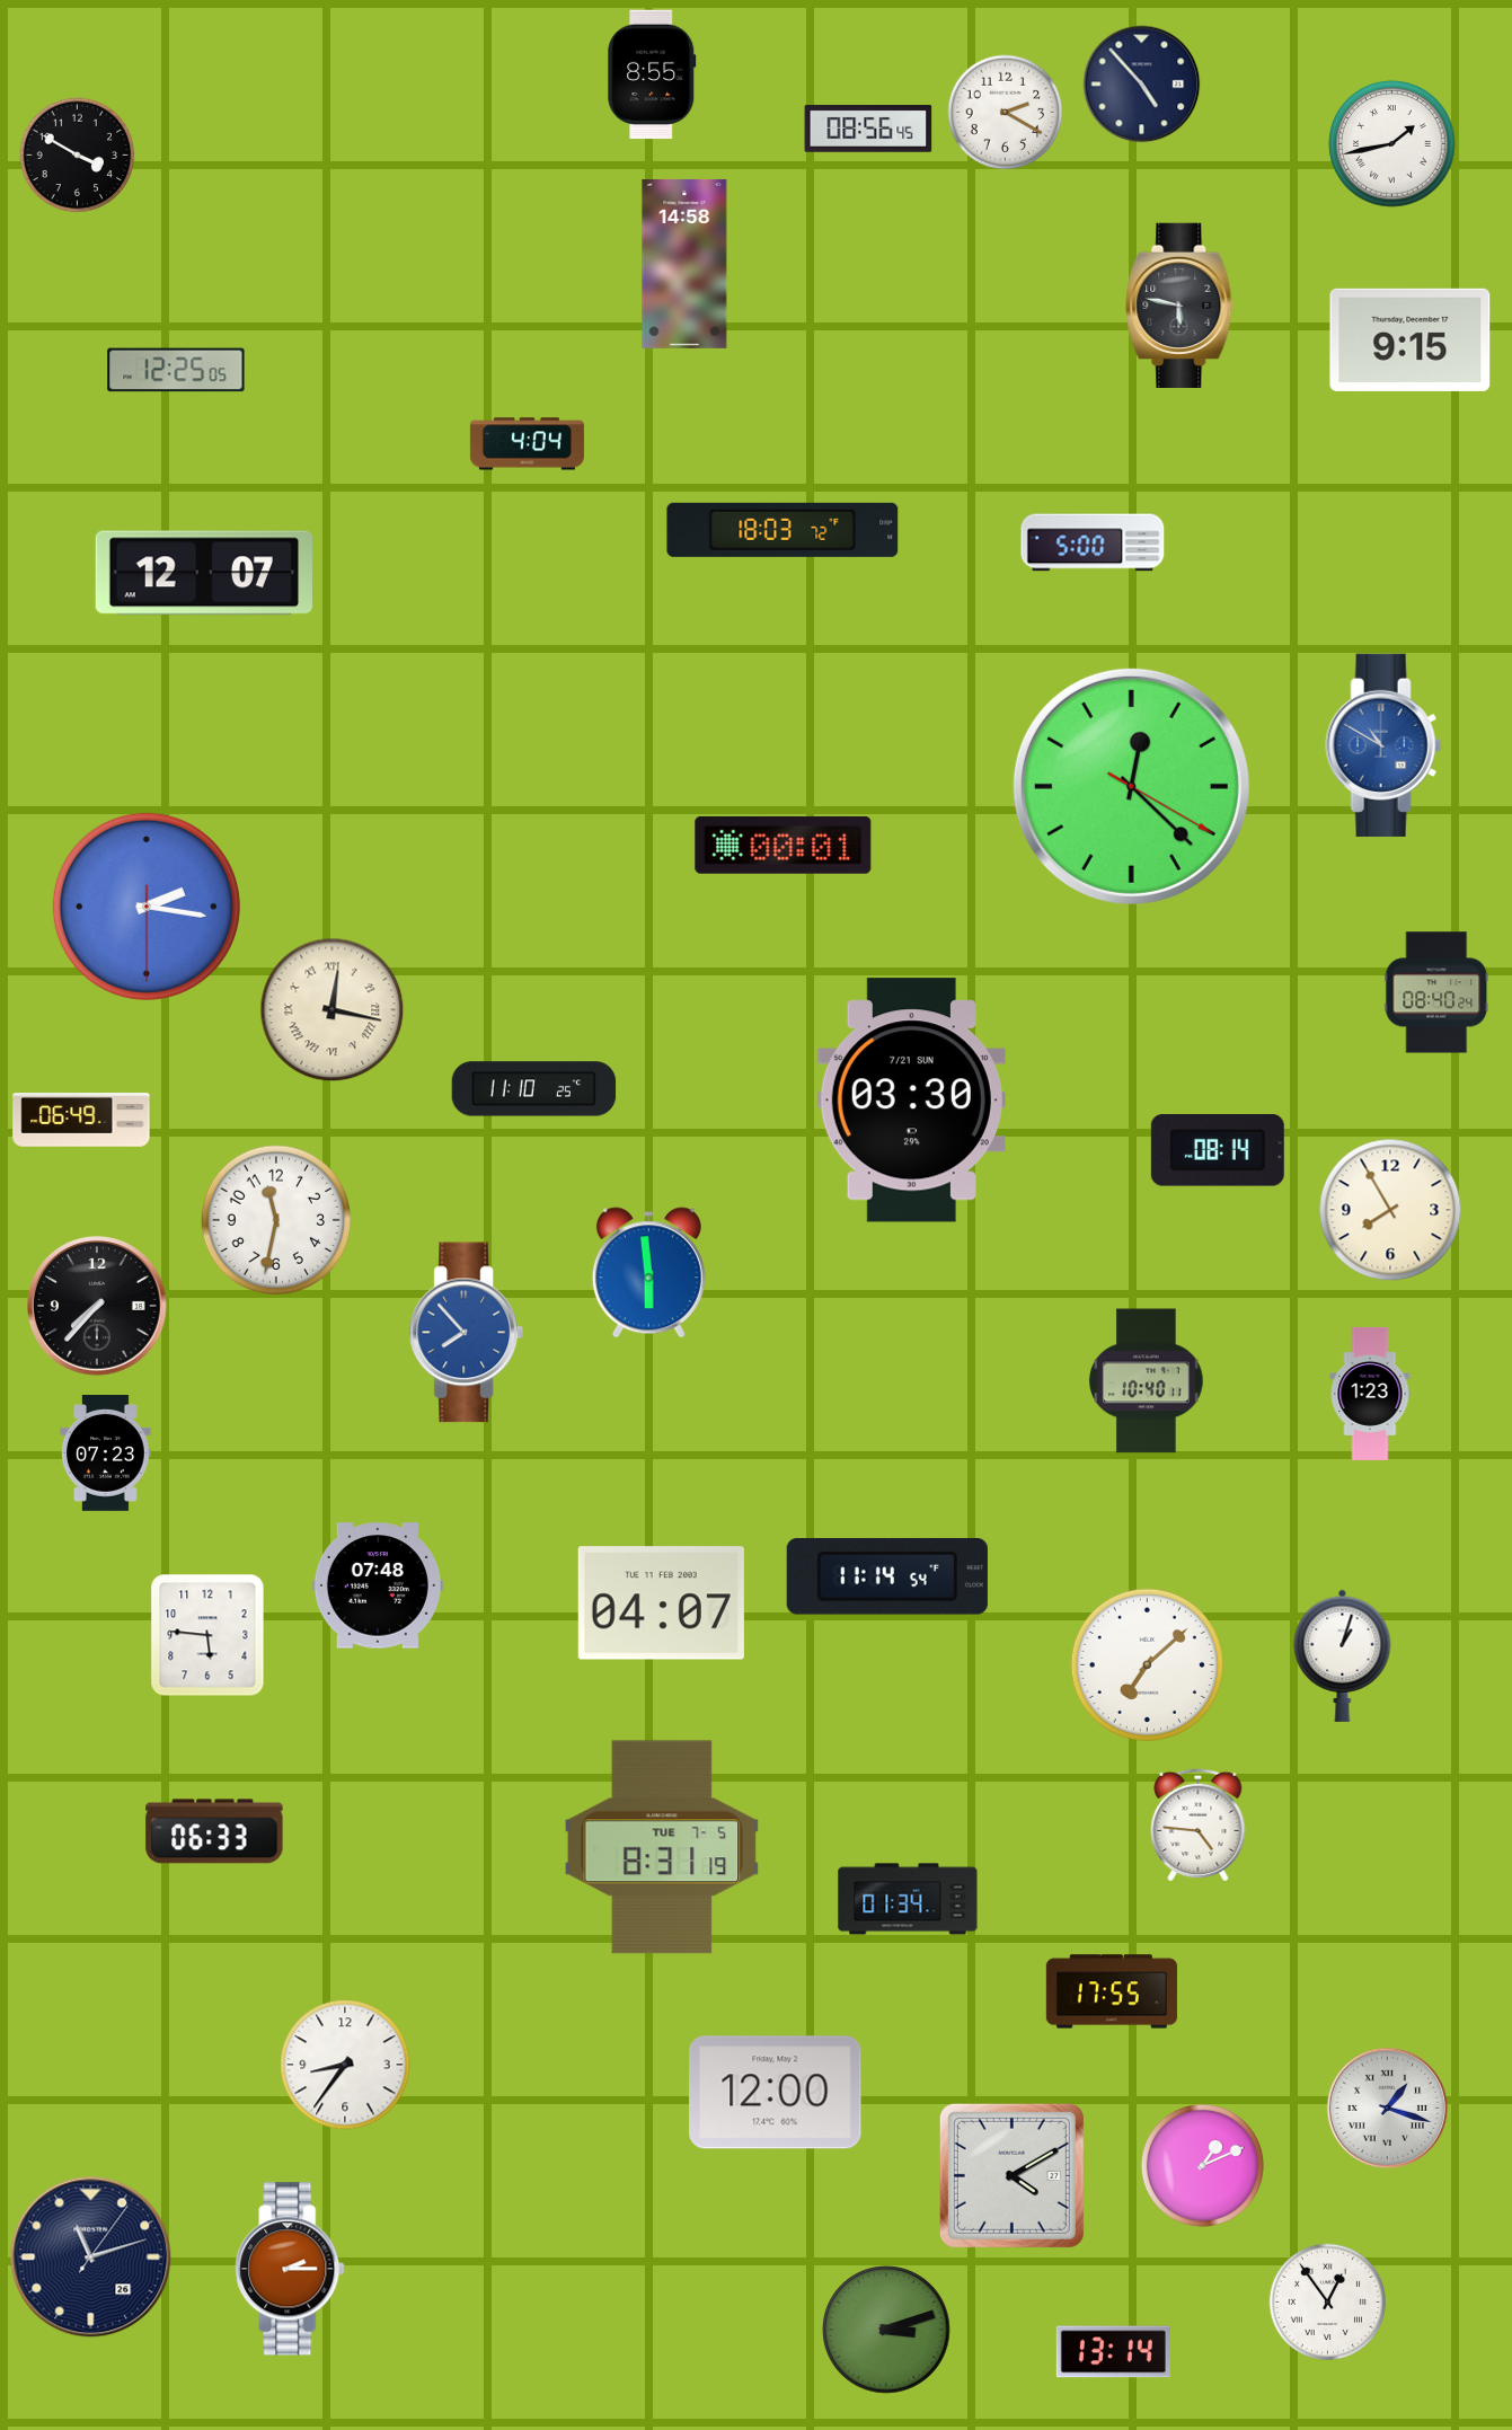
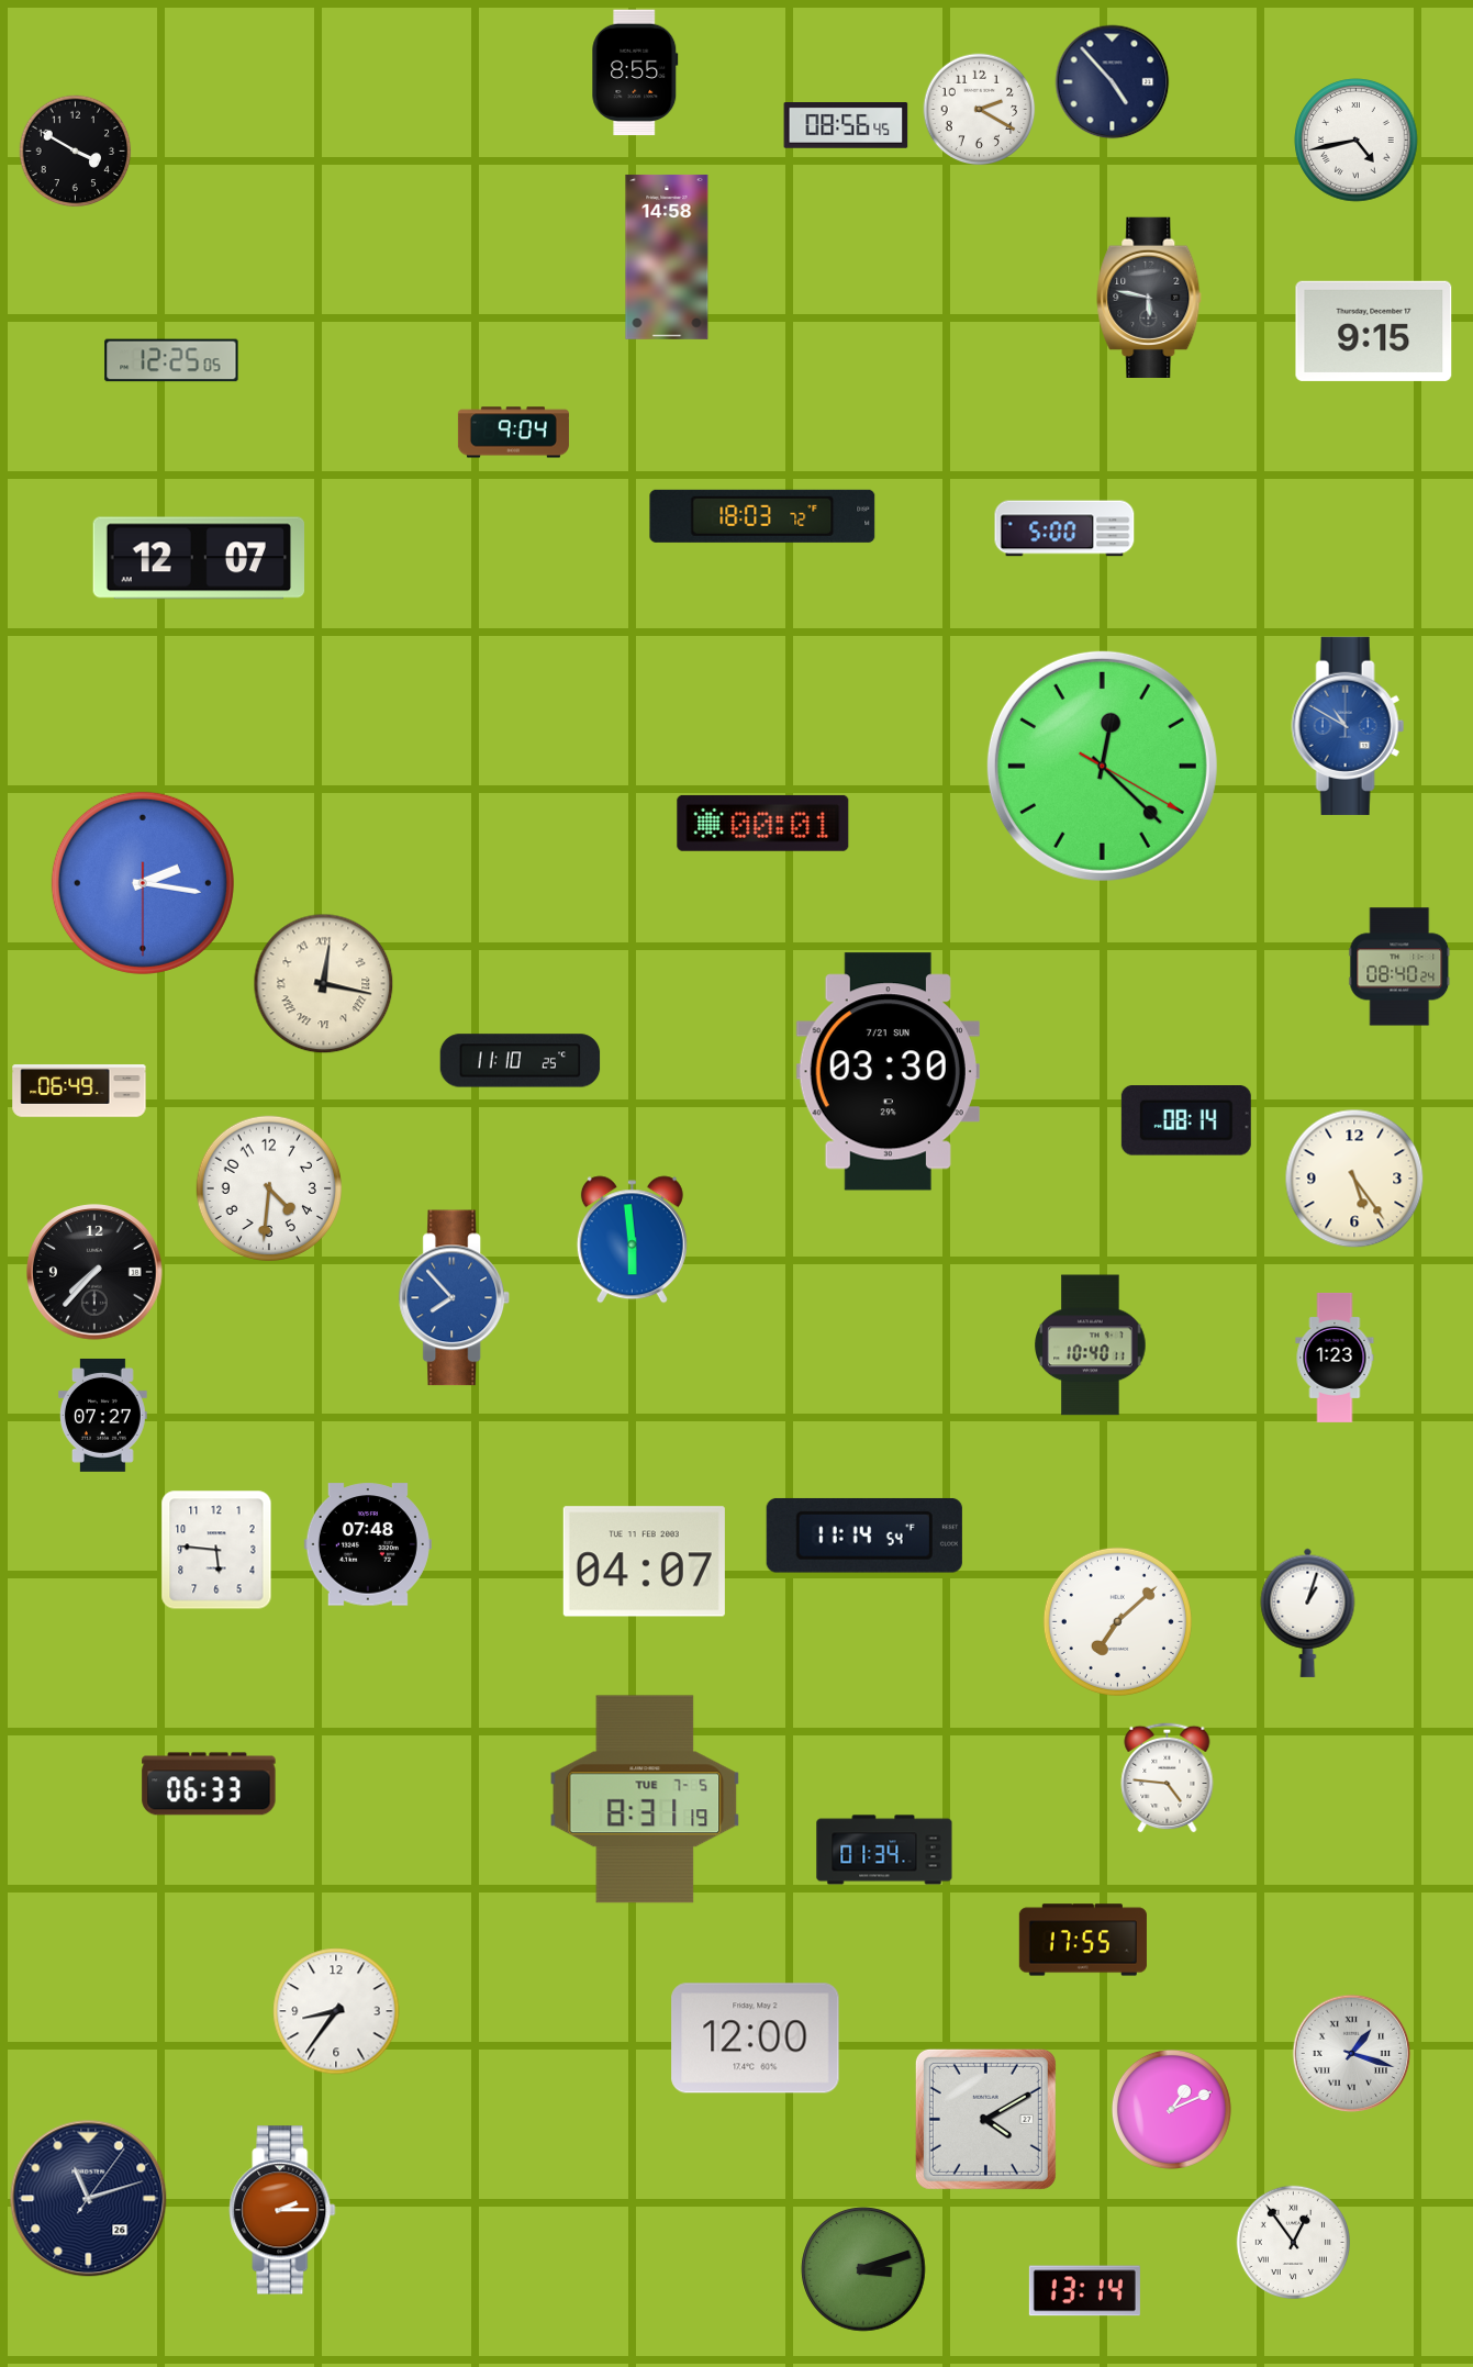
clock at (1392, 144): 1:43 -> 4:43
clock at (527, 444): 4:04 -> 9:04
clock at (1390, 1210): 7:55 -> 5:24
clock at (275, 1219): 11:32 -> 4:31
clock at (1147, 1381) position: (1147, 1381) -> (1091, 1346)
clock at (106, 1452): 07:23 -> 07:27
clock at (207, 1635) position: (207, 1635) -> (216, 1550)
